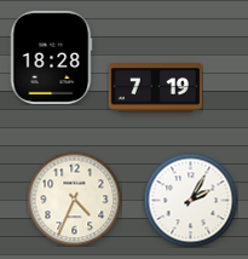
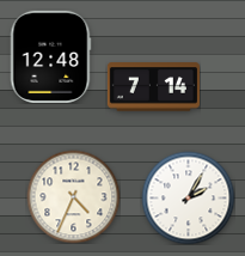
clock at (51, 57): 18:28 -> 12:48
clock at (155, 88): 7:19 -> 7:14
